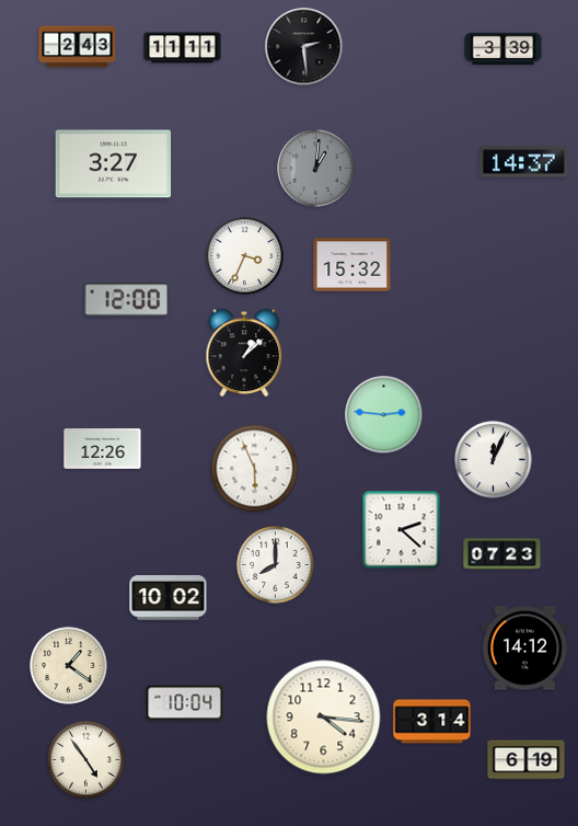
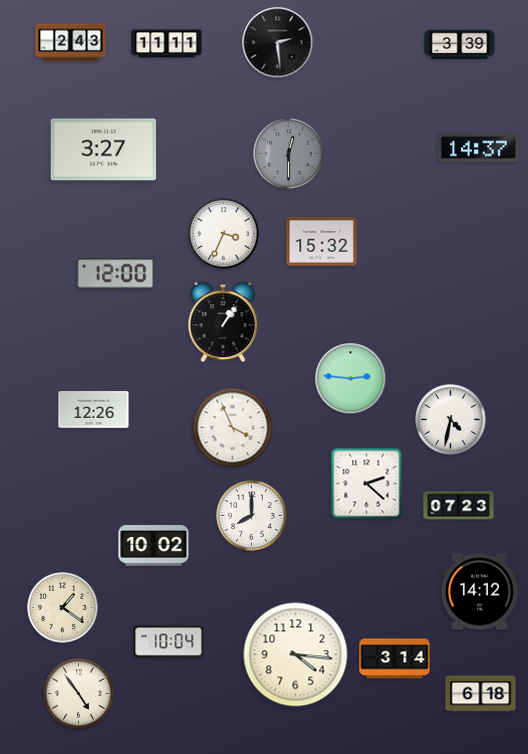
clock at (316, 169): 1:01 -> 12:30
clock at (244, 353): 1:08 -> 1:06
clock at (494, 460): 12:04 -> 4:32
clock at (255, 469): 5:56 -> 3:56
clock at (527, 760): 6:19 -> 6:18
